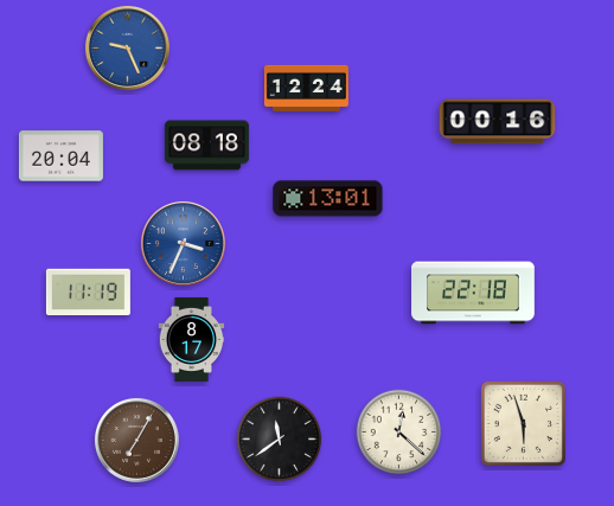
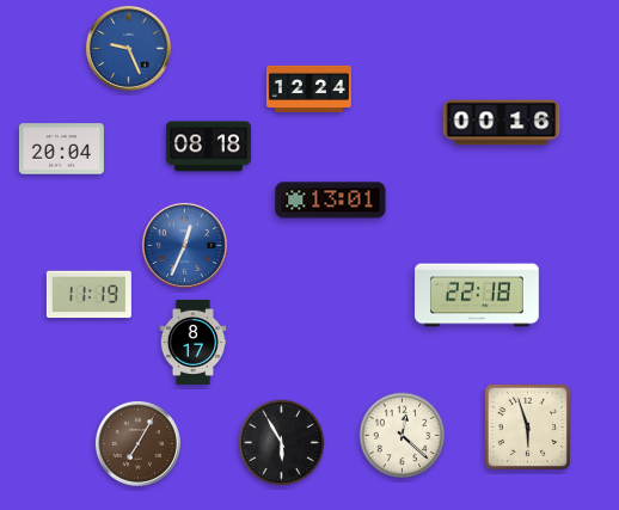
clock at (60, 156) position: (60, 156) -> (61, 149)
clock at (183, 243): 3:34 -> 12:34
clock at (280, 440): 11:39 -> 5:55
